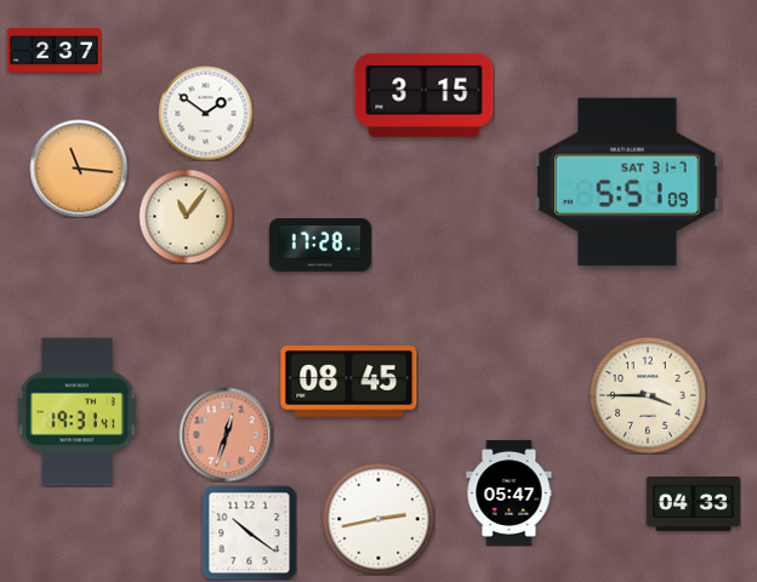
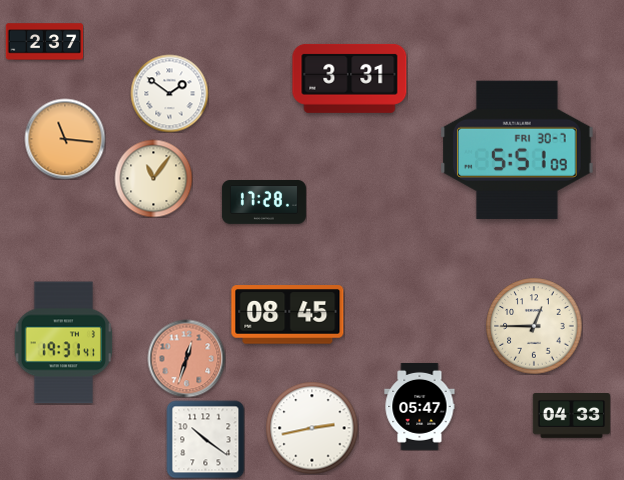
clock at (425, 95): 3:15 -> 3:31
clock at (627, 182) date: SAT 31-7 -> FRI 30-7
clock at (648, 395): 3:45 -> 12:45
clock at (78, 412) position: (78, 412) -> (64, 343)
